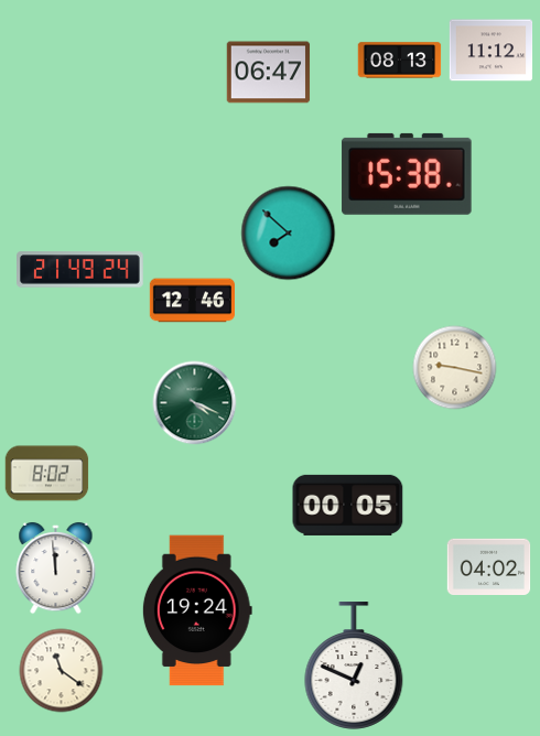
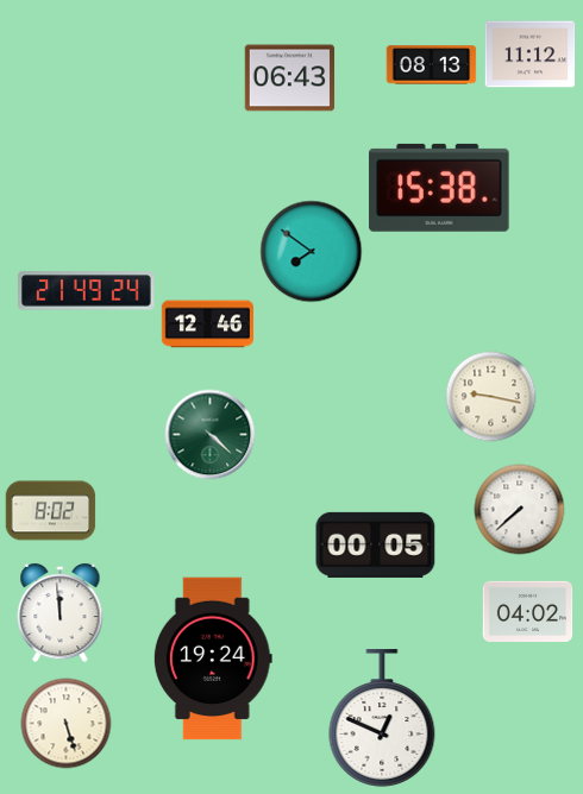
clock at (269, 73): 06:47 -> 06:43
clock at (289, 234): 7:52 -> 7:51
clock at (195, 403): 4:19 -> 4:22
clock at (520, 510): none -> 7:38
clock at (62, 671): 11:21 -> 5:27
